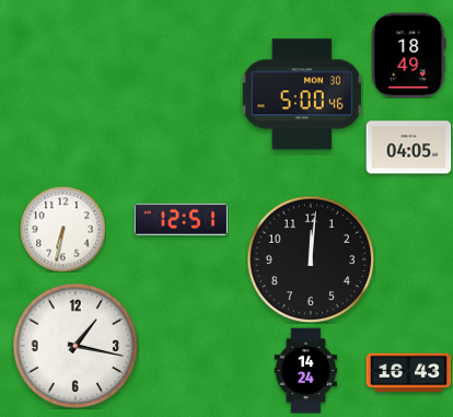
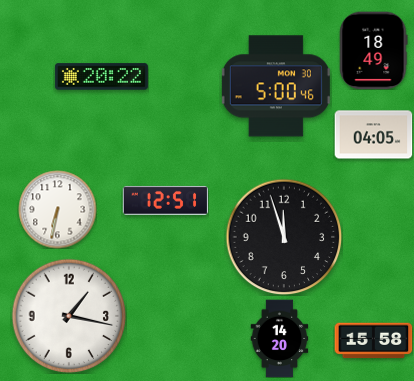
clock at (101, 77): none -> 20:22
clock at (311, 259): 12:01 -> 11:57
clock at (306, 370): 14:24 -> 14:20
clock at (408, 373): 16:43 -> 15:58
